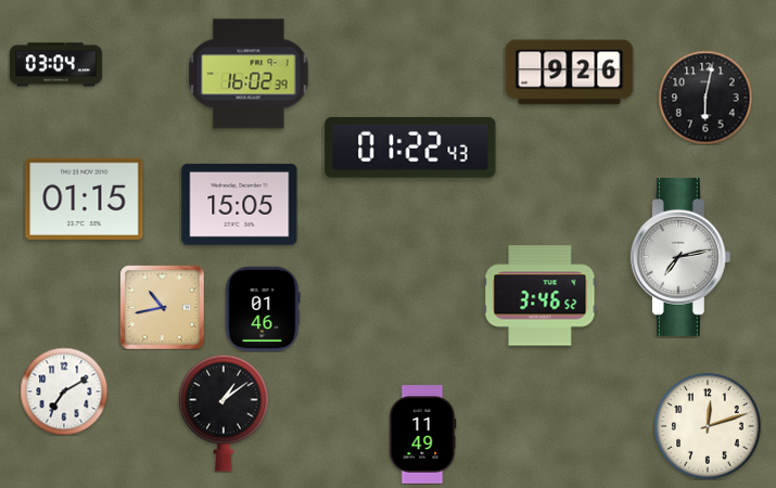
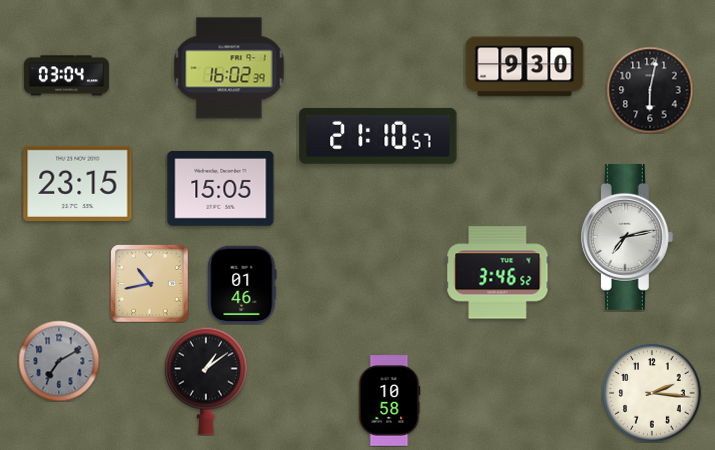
clock at (55, 65) position: (55, 65) -> (66, 76)
clock at (570, 73): 9:26 -> 9:30
clock at (410, 147): 01:22 -> 21:10
clock at (85, 198): 01:15 -> 23:15
clock at (64, 391) dial: white -> grey
clock at (708, 426): 12:12 -> 2:16
clock at (422, 435): 11:49 -> 10:58
